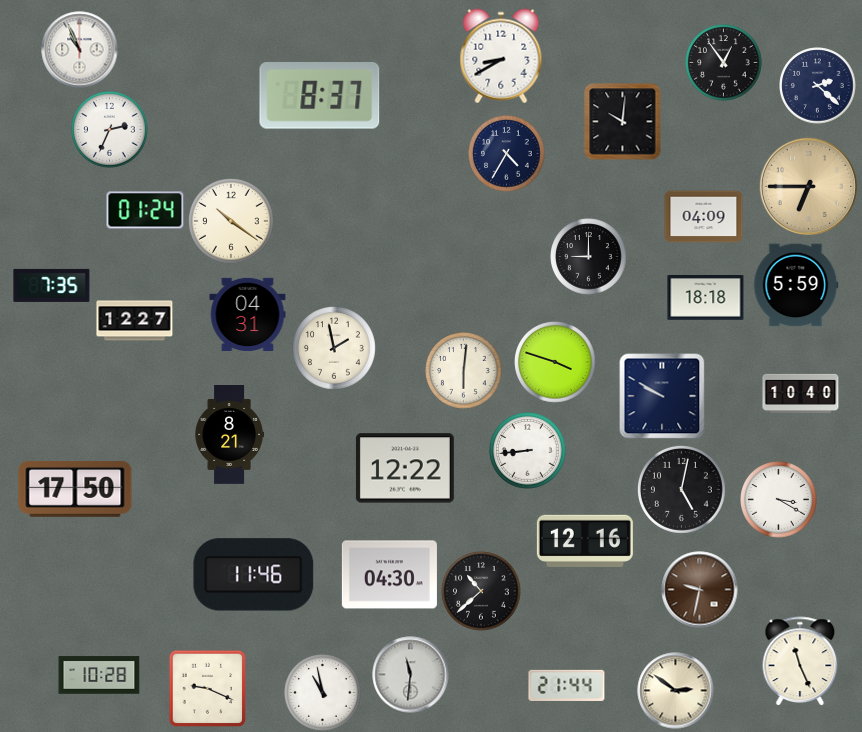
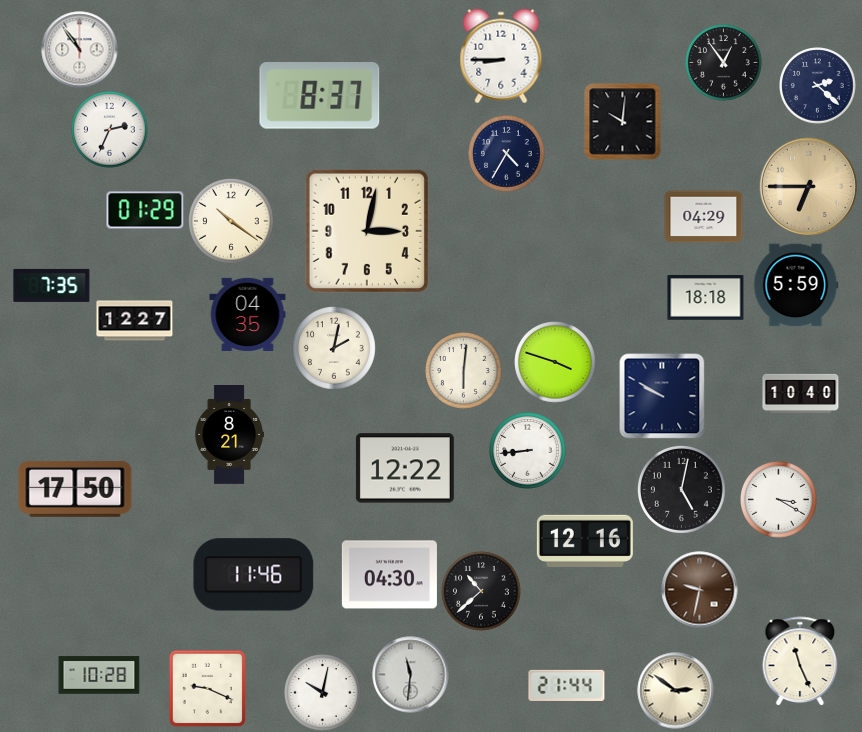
clock at (80, 50): 10:56 -> 10:54
clock at (501, 56): 8:40 -> 8:45
clock at (145, 210): 01:24 -> 01:29
clock at (704, 217): 04:09 -> 04:29
clock at (367, 231): none -> 3:02
clock at (589, 257): 9:00 -> none
clock at (248, 314): 04:31 -> 04:35
clock at (335, 349): 1:58 -> 2:02
clock at (323, 693): 10:58 -> 10:02
